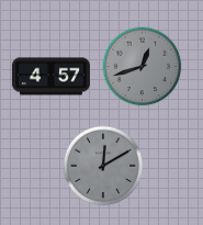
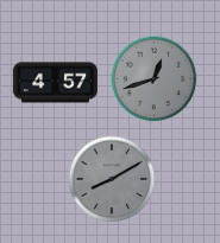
clock at (143, 67) position: (143, 67) -> (155, 79)
clock at (103, 166): 12:10 -> 8:10
